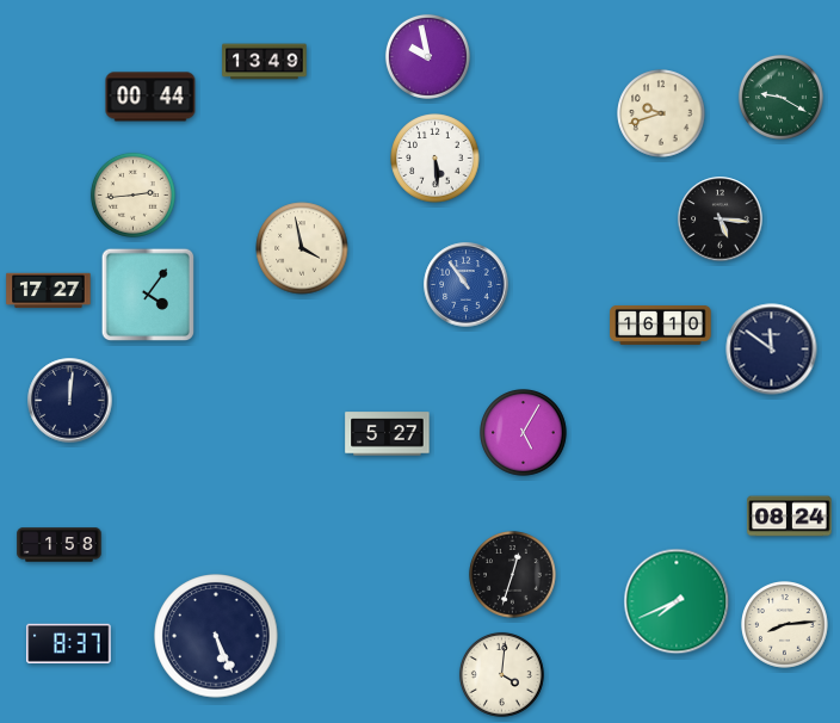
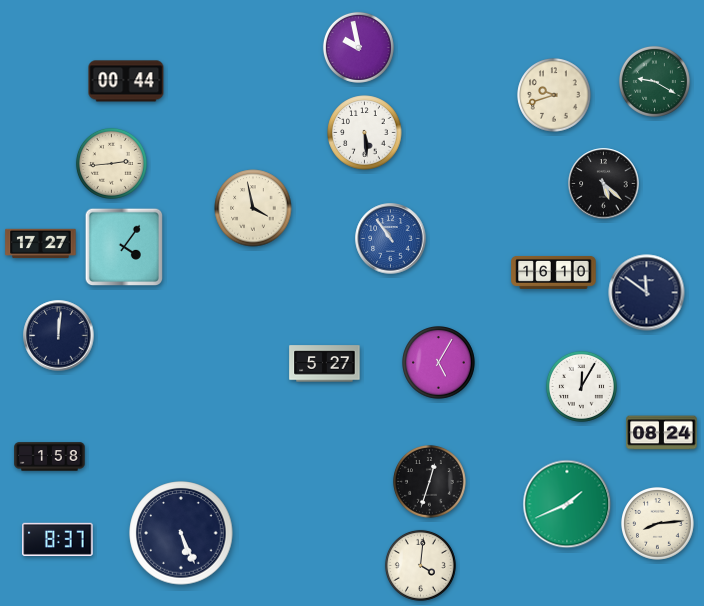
clock at (265, 62): 13:49 -> none
clock at (721, 220): 5:16 -> 5:22
clock at (581, 386): none -> 12:05
clock at (677, 601): 7:41 -> 1:41
